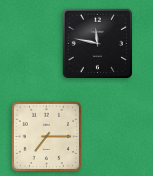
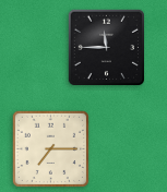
clock at (97, 43): 11:47 -> 11:45
